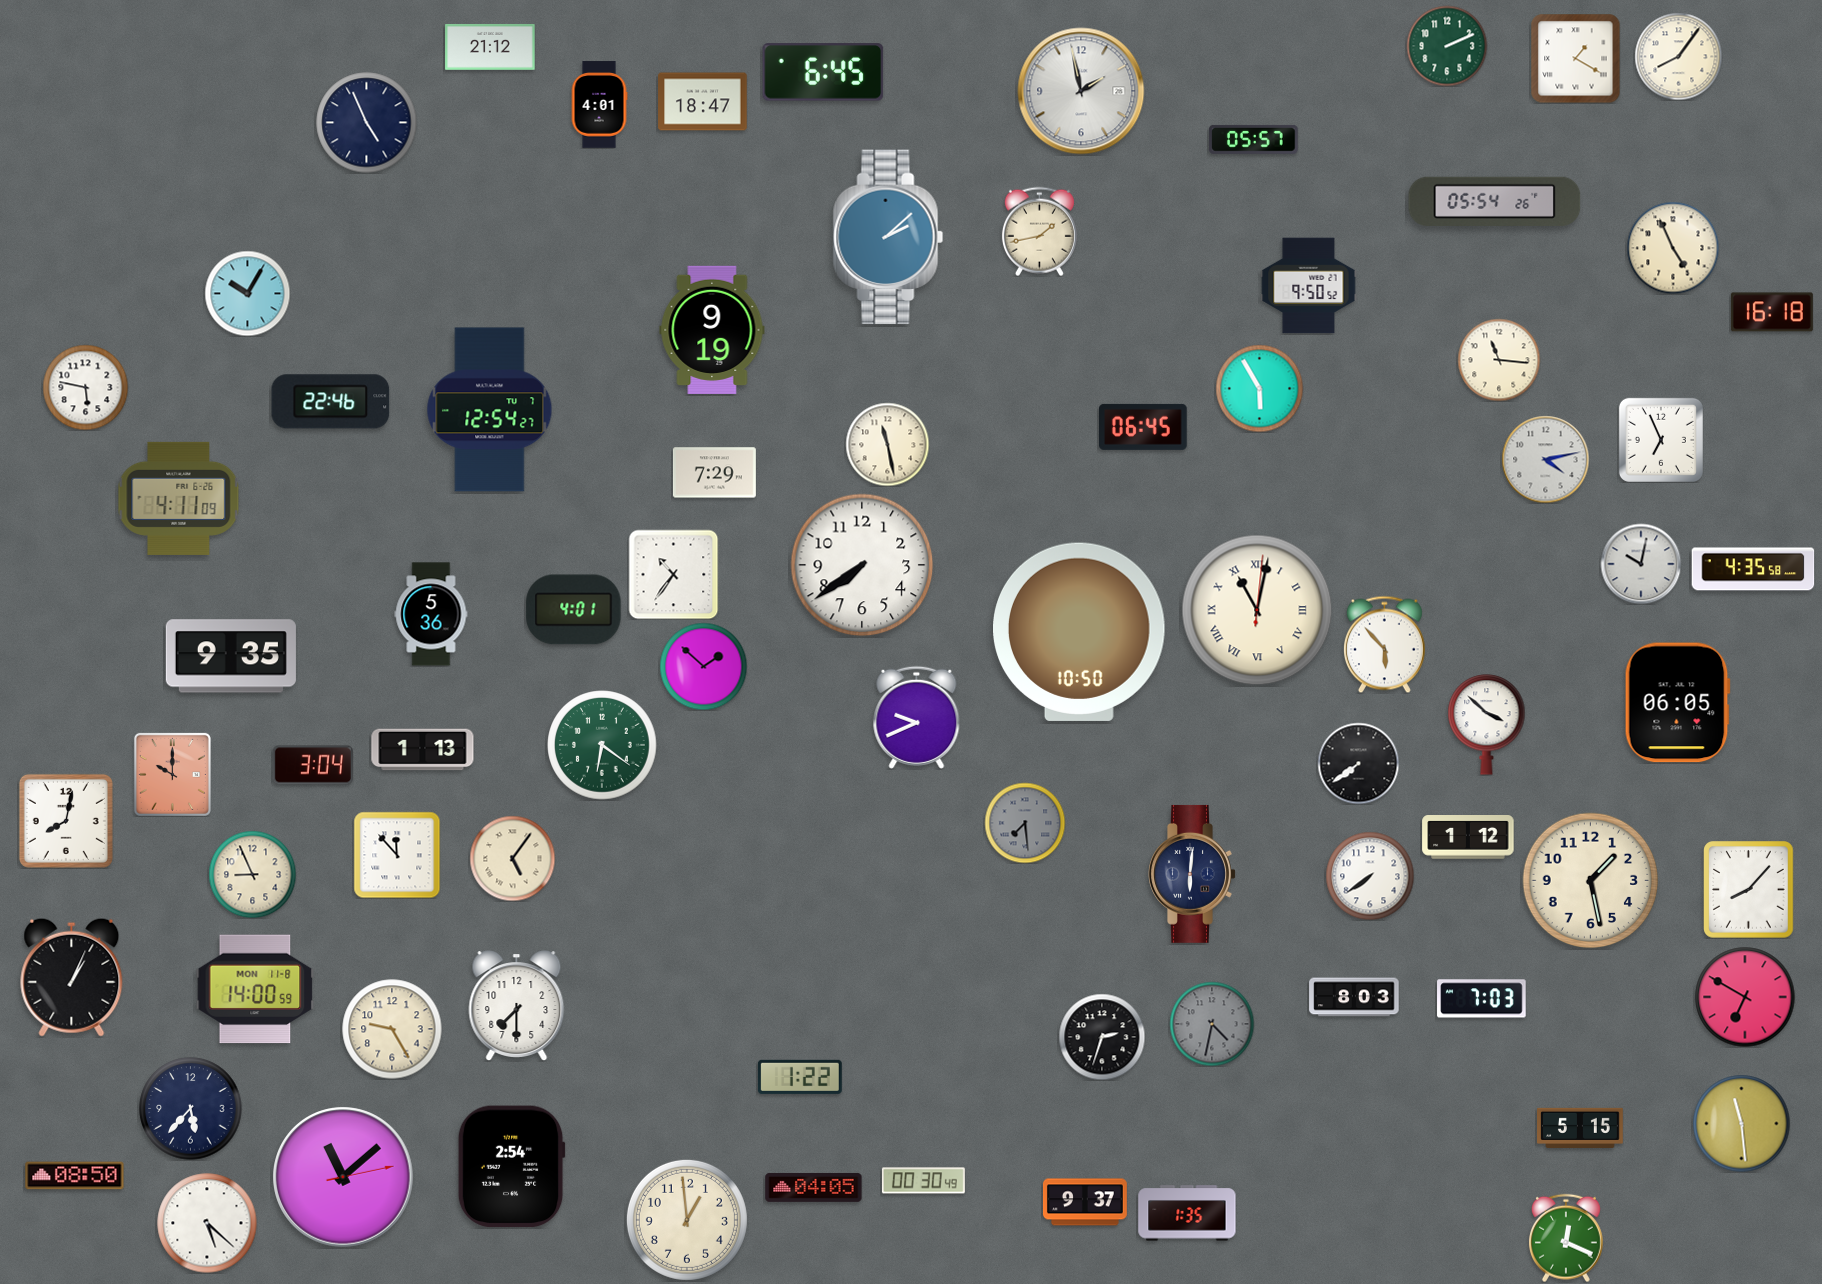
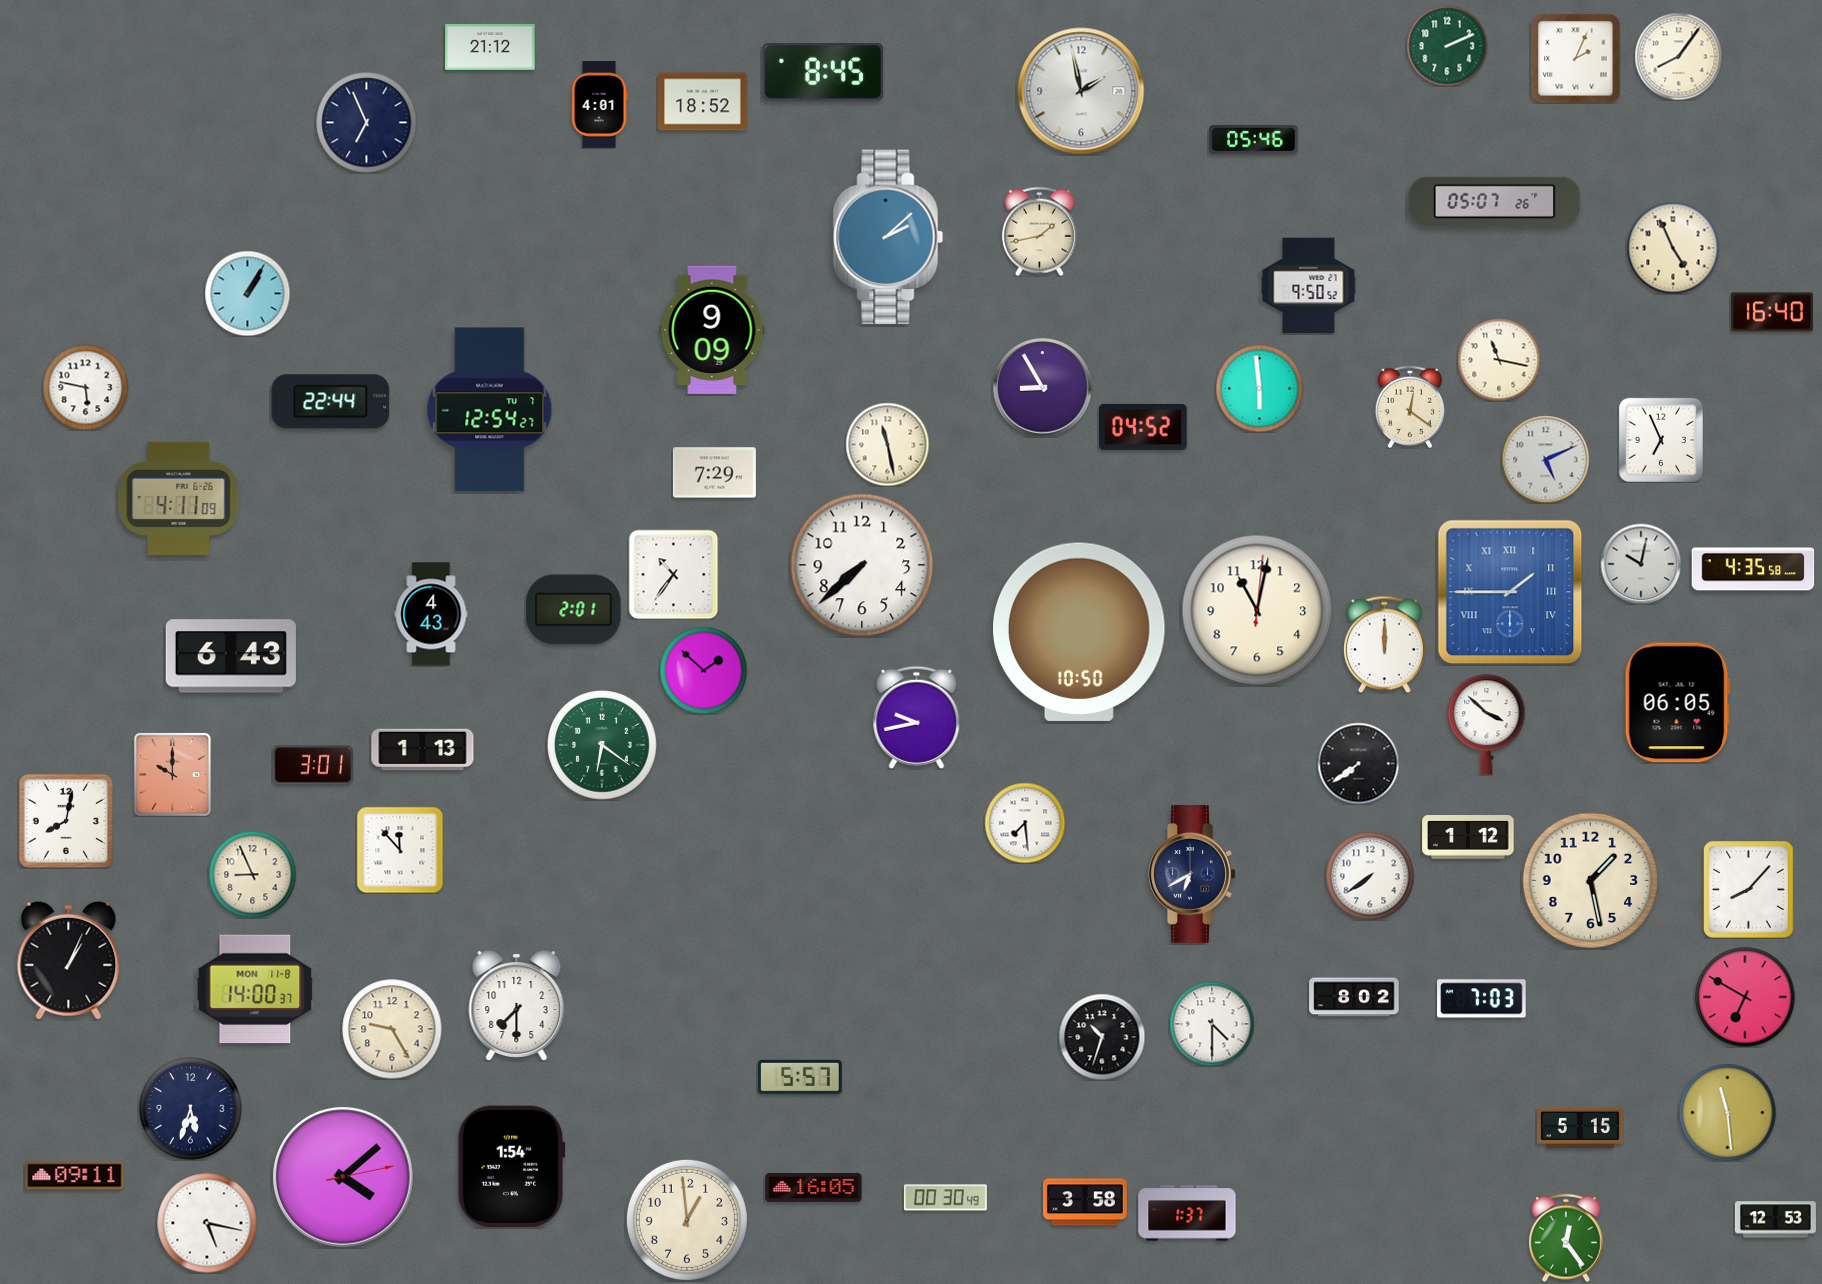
clock at (1575, 58): 1:20 -> 2:04
clock at (823, 72): 6:45 -> 8:45
clock at (703, 102): 18:47 -> 18:52
clock at (367, 123): 4:56 -> 6:56
clock at (1254, 139): 05:57 -> 05:46
clock at (1495, 201): 05:54 -> 05:07
clock at (247, 293): 10:05 -> 1:05
clock at (1772, 312): 16:18 -> 16:40
clock at (712, 330): 9:19 -> 9:09
clock at (1499, 360): 11:16 -> 11:17
clock at (1043, 388): none -> 8:55
clock at (1259, 388): 5:55 -> 5:59
clock at (331, 402): 22:46 -> 22:44
clock at (1410, 406): none -> 12:21
clock at (1144, 427): 06:45 -> 04:52
clock at (1545, 459): 4:13 -> 5:11
clock at (862, 565): 7:39 -> 7:38
clock at (1510, 592): none -> 1:45
clock at (574, 610): 4:01 -> 2:01
clock at (1257, 610) numerals: Roman -> Arabic
clock at (431, 614): 5:36 -> 4:43
clock at (1384, 644): 5:53 -> 12:00
clock at (231, 656): 9:35 -> 6:43
clock at (703, 666) position: (703, 666) -> (703, 670)
clock at (917, 717): 9:41 -> 9:43
clock at (313, 765): 3:04 -> 3:01
clock at (1025, 823) dial: grey -> white
clock at (397, 855) position: (397, 855) -> (400, 850)
clock at (512, 858): 5:06 -> none
clock at (1192, 874): 6:01 -> 6:40
clock at (72, 977) position: (72, 977) -> (69, 960)
clock at (255, 989): 14:00:59 -> 14:00:37
clock at (1354, 997): 8:03 -> 8:02
clock at (1212, 1024): 4:32 -> 4:30
clock at (1212, 1024) dial: grey -> white
clock at (1102, 1037): 2:33 -> 10:33
clock at (800, 1077): 1:22 -> 5:57
clock at (191, 1109): 5:37 -> 5:33
clock at (1741, 1123) position: (1741, 1123) -> (1727, 1112)
clock at (511, 1167): 2:54 -> 1:54
clock at (75, 1176): 08:50 -> 09:11
clock at (343, 1177): 11:08 -> 4:08
clock at (923, 1181) position: (923, 1181) -> (945, 1198)
clock at (814, 1187): 04:05 -> 16:05
clock at (1085, 1202): 9:37 -> 3:58
clock at (1187, 1213): 1:35 -> 1:37
clock at (1775, 1220): none -> 12:53
clock at (207, 1223): 5:22 -> 5:17
clock at (1566, 1238): 12:19 -> 12:24
